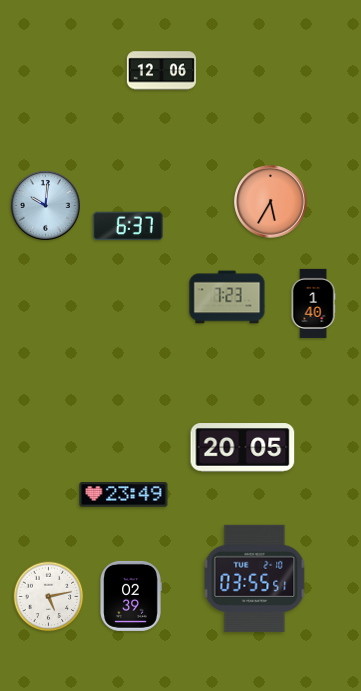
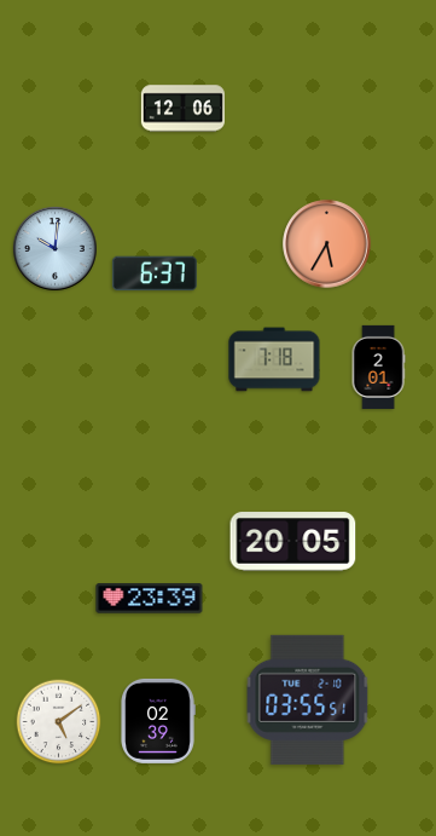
clock at (161, 71) position: (161, 71) -> (182, 109)
clock at (227, 297): 7:23 -> 7:18
clock at (313, 303): 1:40 -> 2:01
clock at (124, 495): 23:49 -> 23:39
clock at (49, 597): 5:13 -> 5:09
